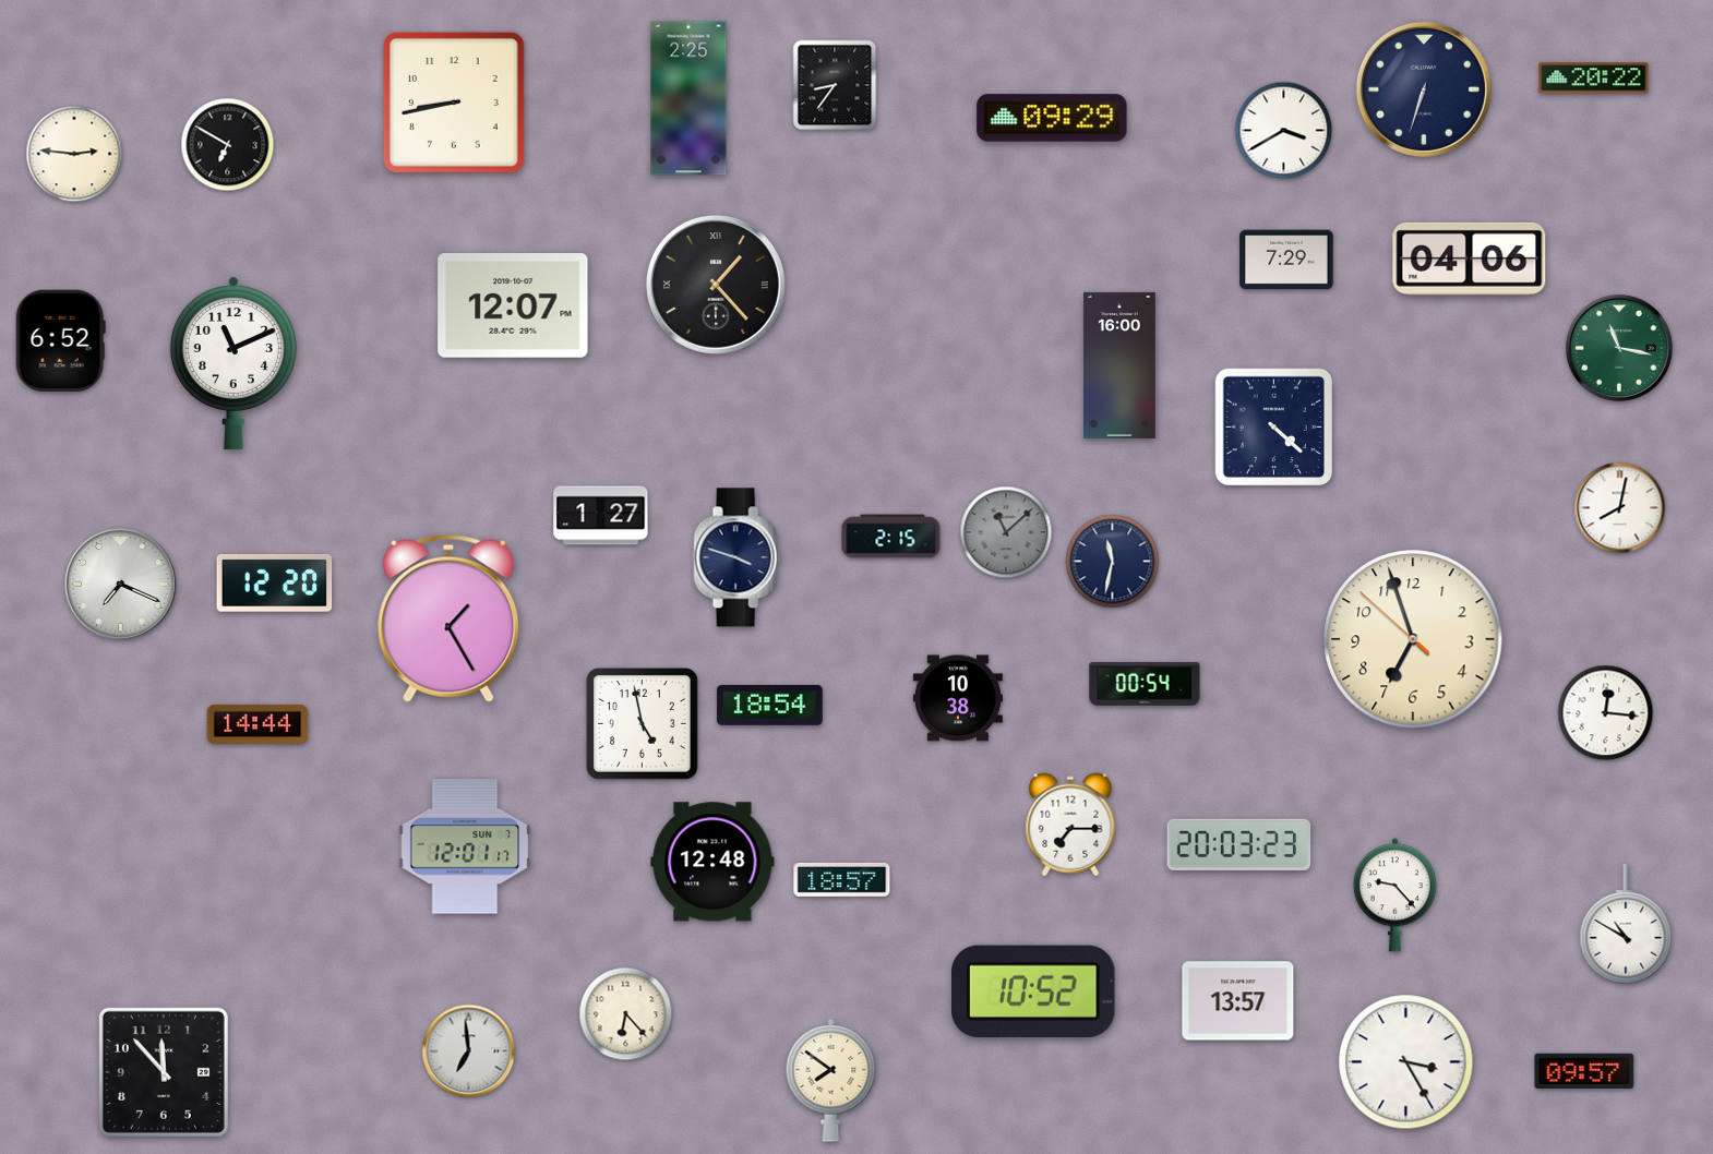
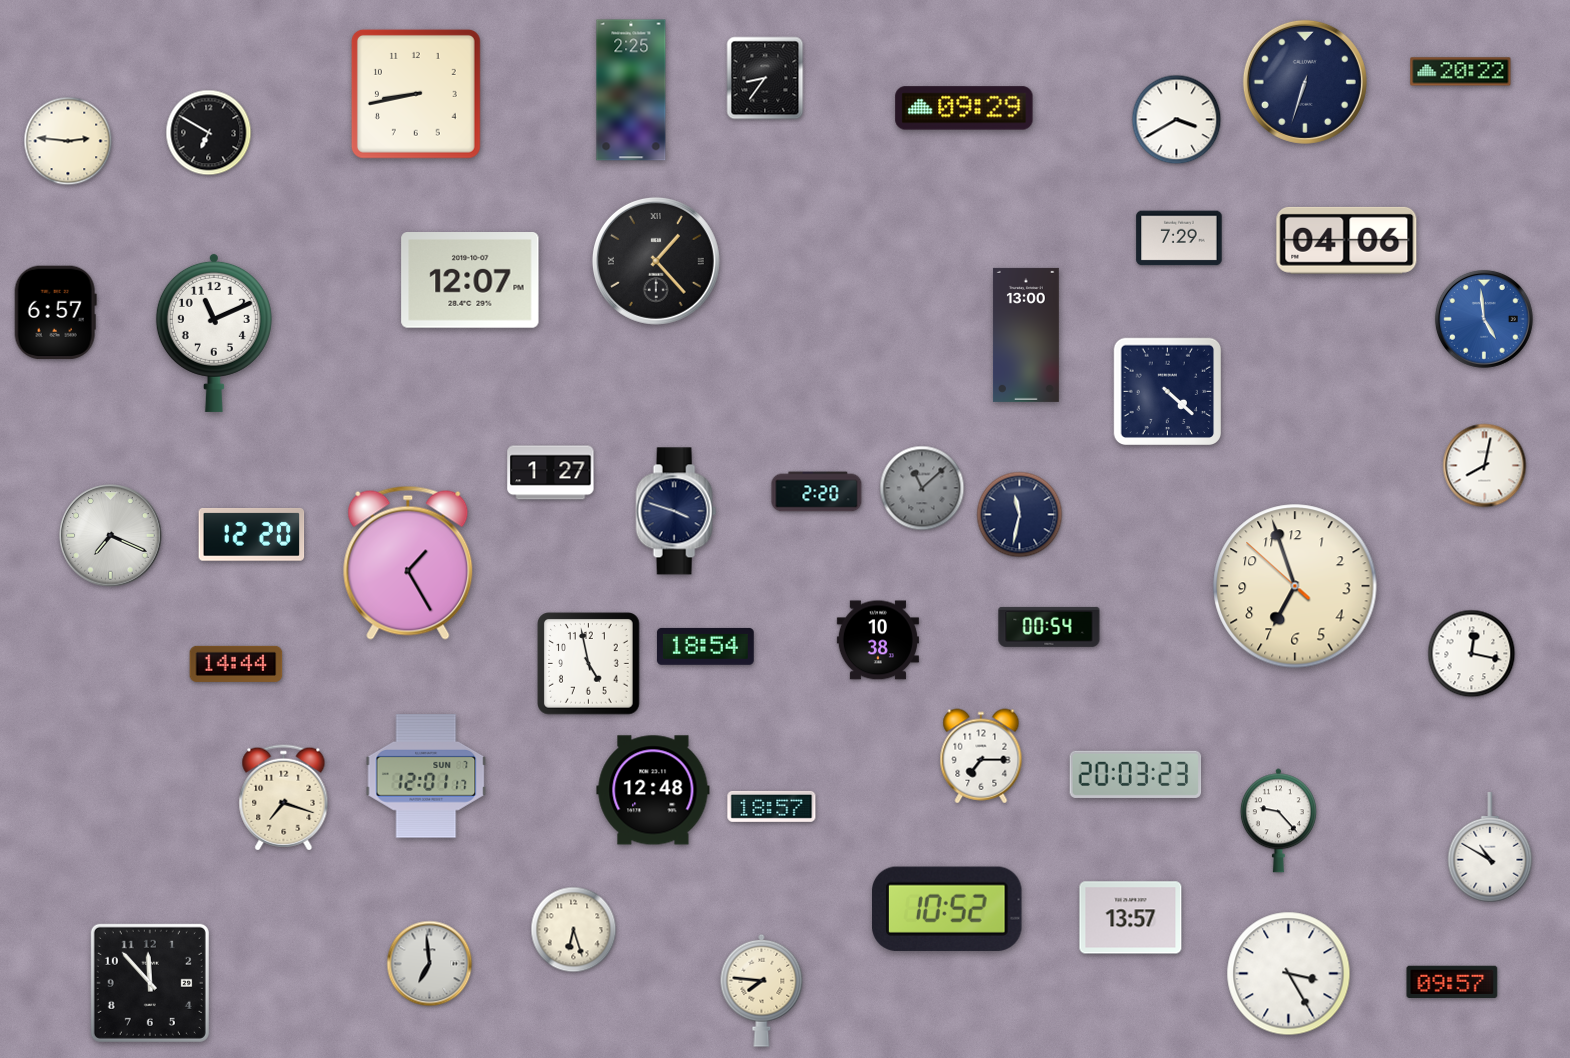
clock at (1470, 259) position: (1470, 259) -> (1347, 240)
clock at (60, 341): 6:52 -> 6:57
clock at (1619, 348): 11:17 -> 4:59
clock at (1619, 348) dial: green -> blue
clock at (1119, 365): 16:00 -> 13:00
clock at (891, 537): 2:15 -> 2:20
clock at (448, 618) position: (448, 618) -> (408, 563)
clock at (1606, 713): 12:16 -> 12:17
clock at (284, 798): none -> 7:18
clock at (1238, 1001) position: (1238, 1001) -> (1131, 918)
clock at (626, 1014): 6:23 -> 6:27
clock at (831, 1080): 7:51 -> 7:46
